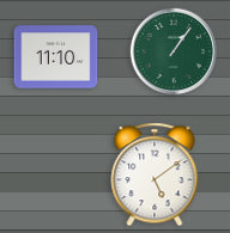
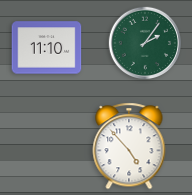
clock at (172, 50): 1:06 -> 2:06
clock at (155, 174): 5:09 -> 4:53
